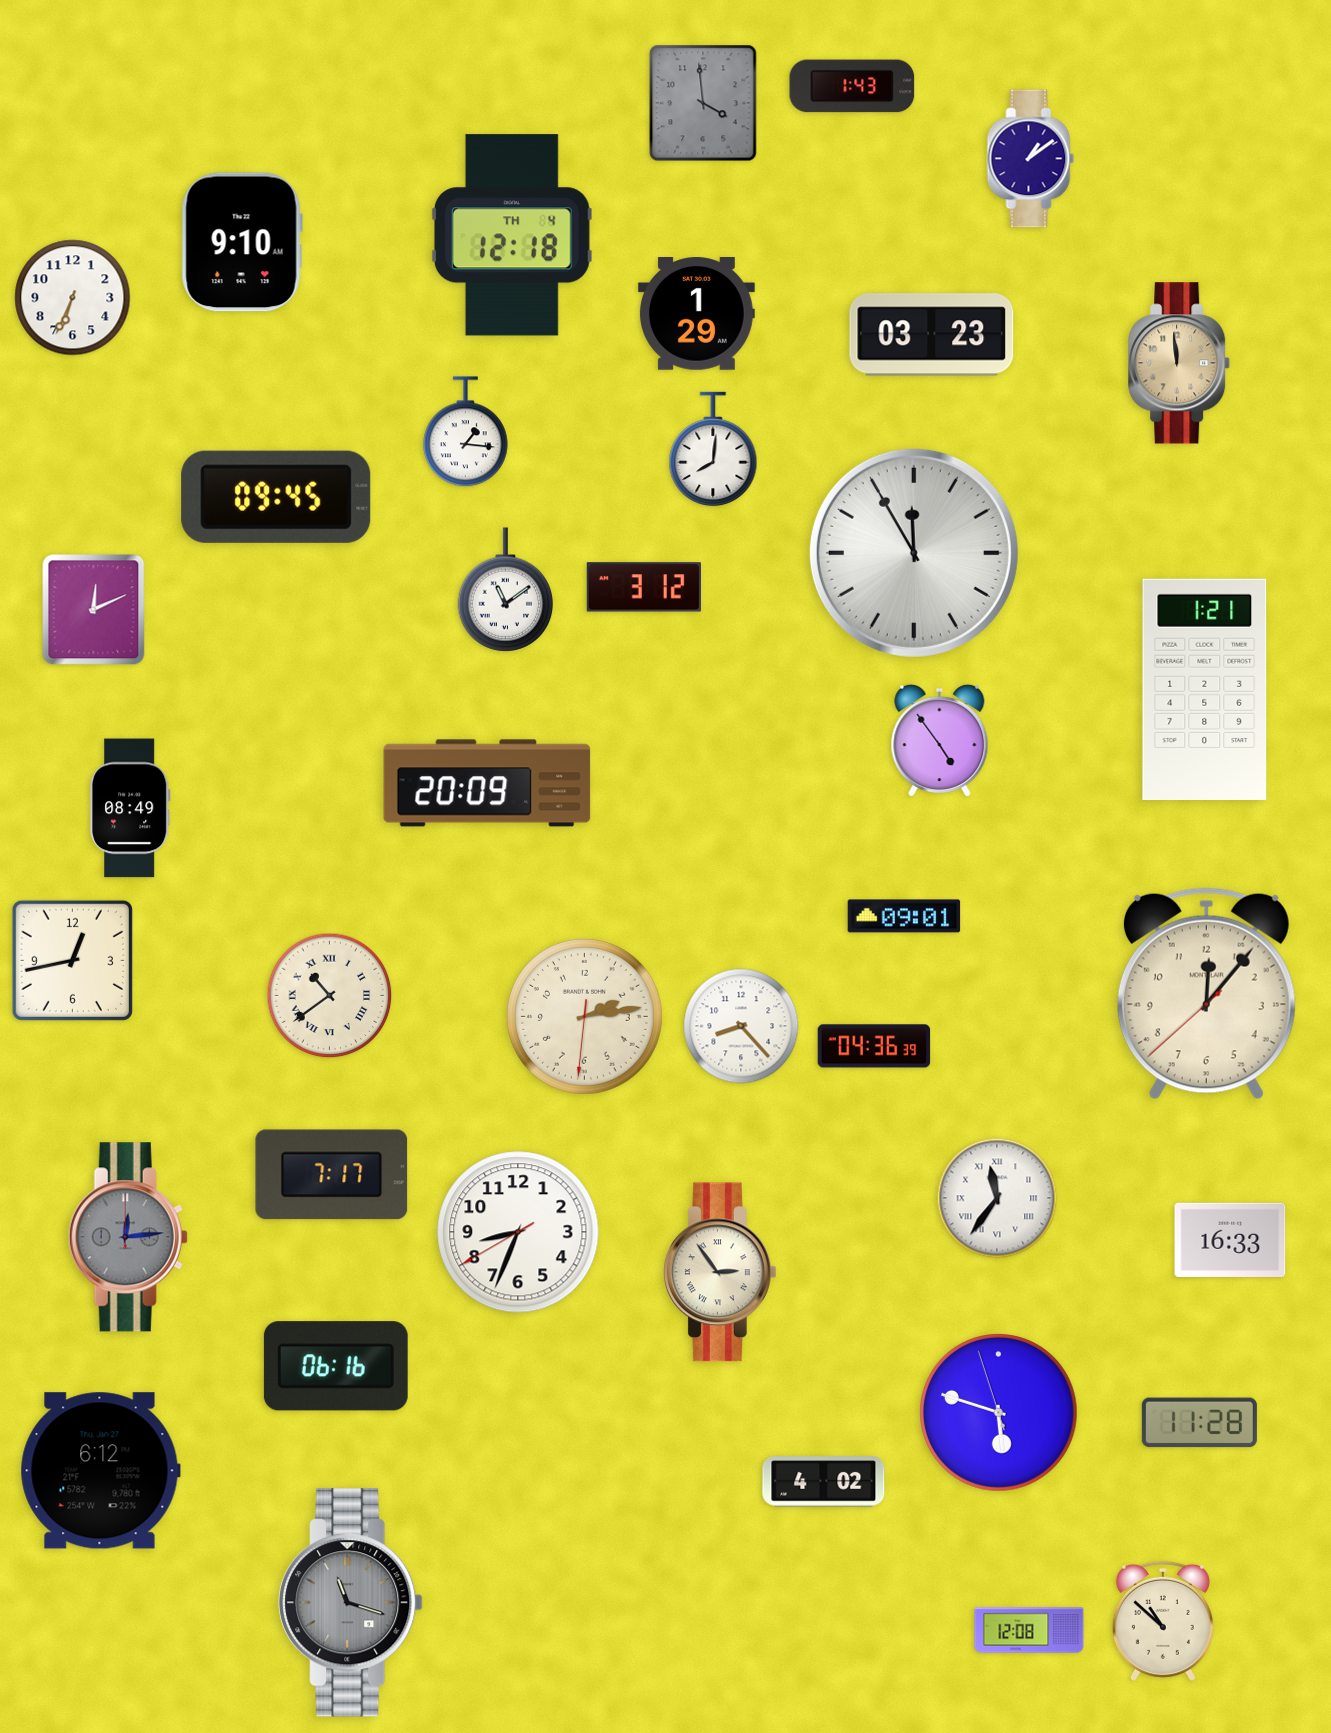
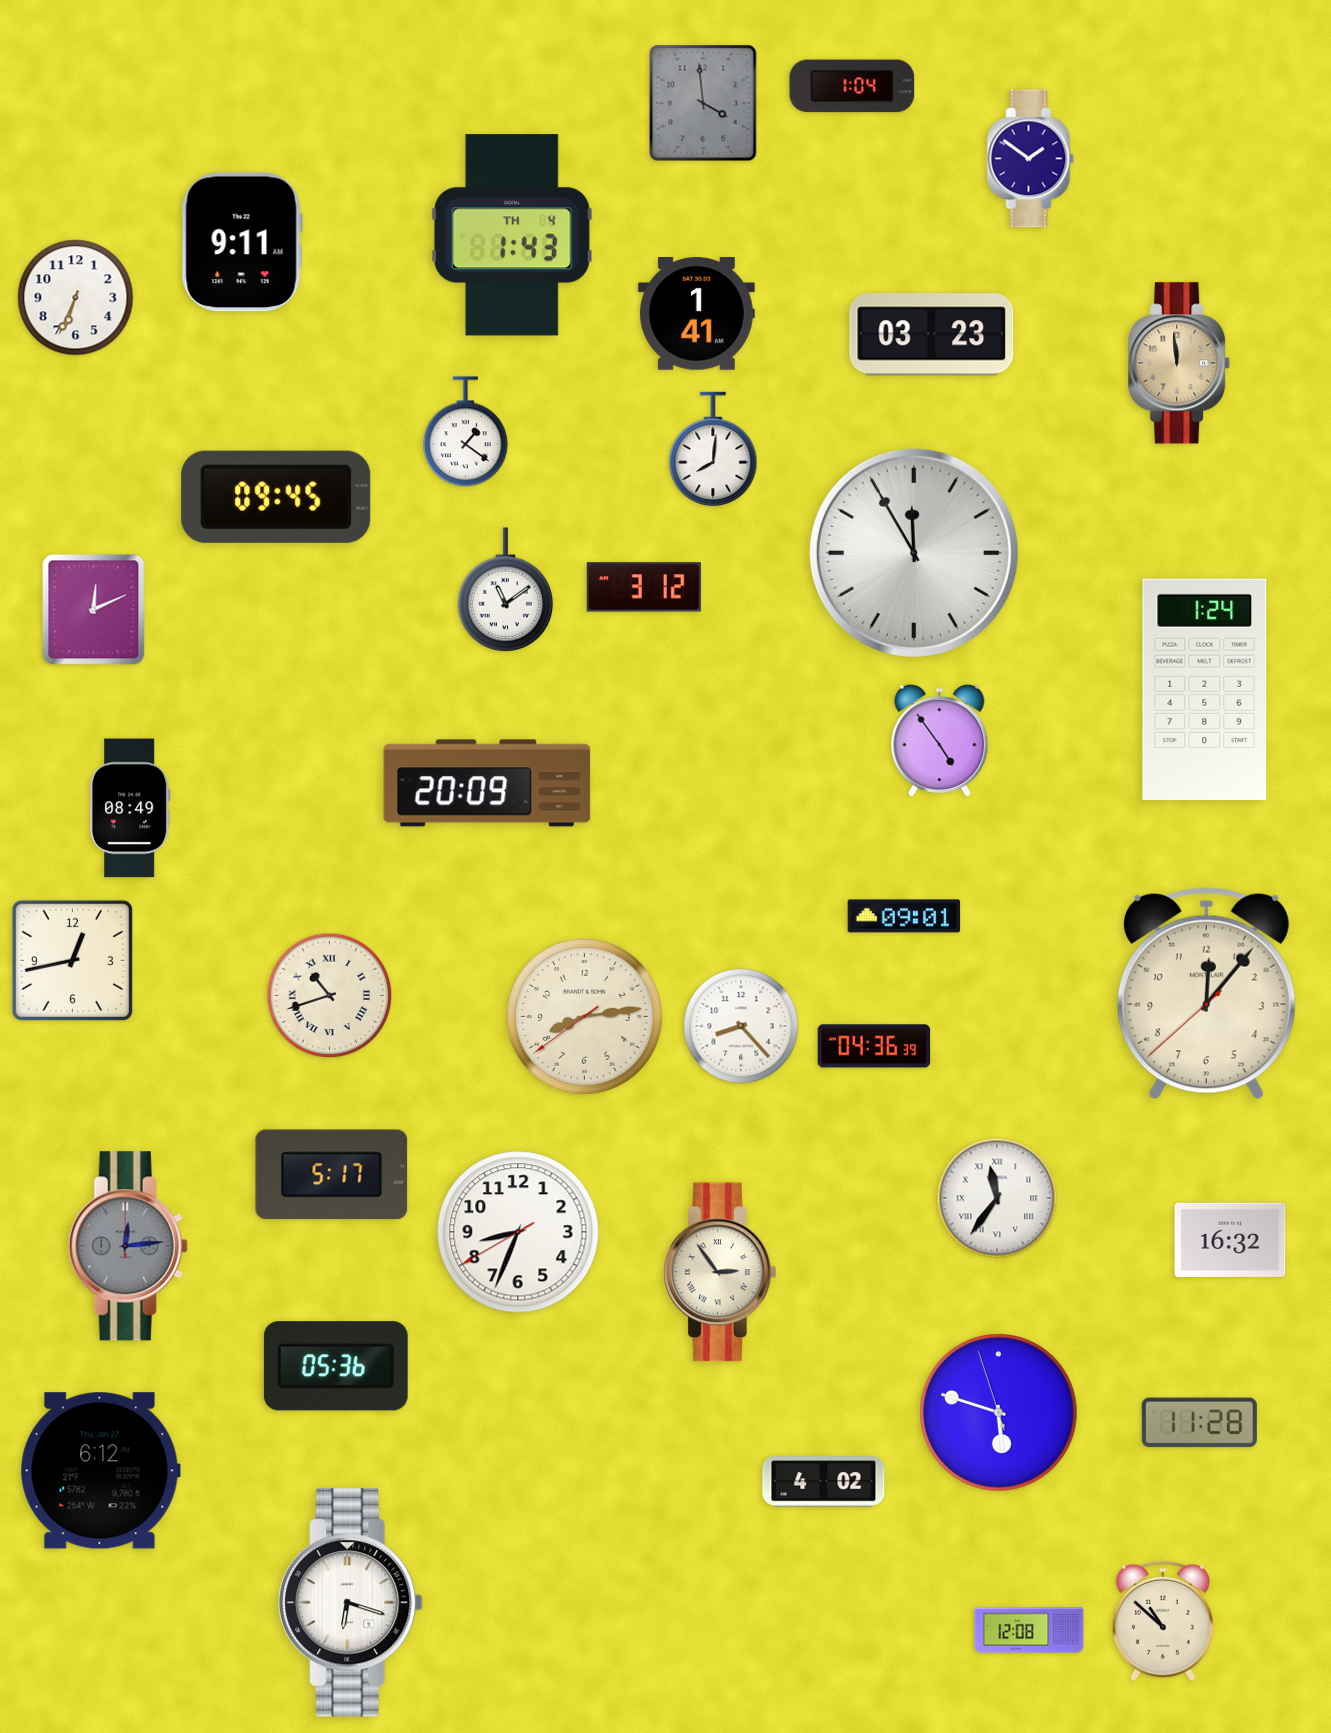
clock at (852, 86): 1:43 -> 1:04
clock at (1031, 159): 1:09 -> 1:51
clock at (512, 235): 12:18 -> 1:43
clock at (242, 242): 9:10 -> 9:11
clock at (73, 298) position: (73, 298) -> (76, 298)
clock at (696, 314): 1:29 -> 1:41
clock at (466, 432): 1:16 -> 1:21
clock at (1205, 689): 1:21 -> 1:24
clock at (330, 996): 10:39 -> 10:42
clock at (584, 1016): 2:13 -> 8:13
clock at (332, 1175): 7:17 -> 5:17
clock at (128, 1237) position: (128, 1237) -> (128, 1246)
clock at (1230, 1240): 16:33 -> 16:32
clock at (336, 1366): 06:16 -> 05:36
clock at (351, 1603): 11:18 -> 6:18
clock at (351, 1603) dial: grey -> white
